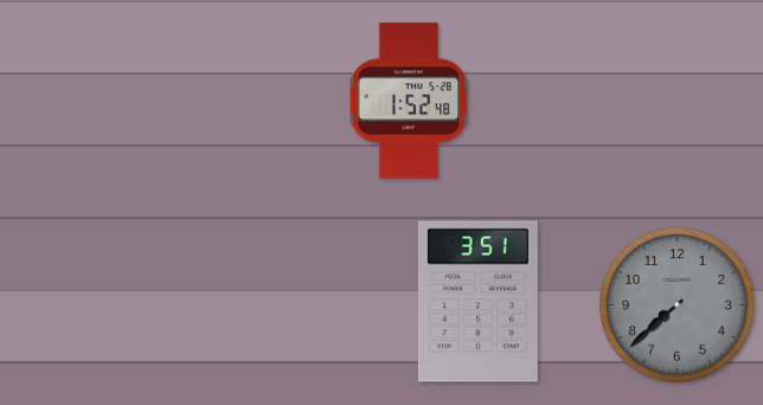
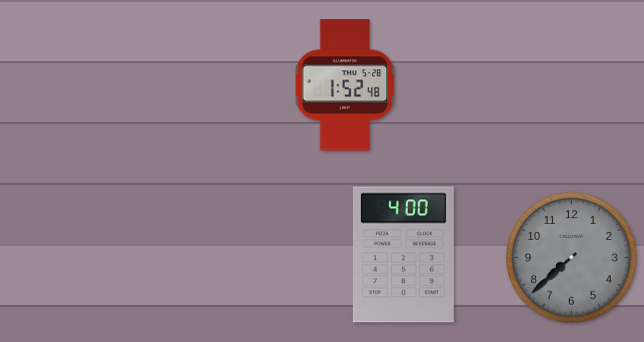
clock at (477, 302): 3:51 -> 4:00
